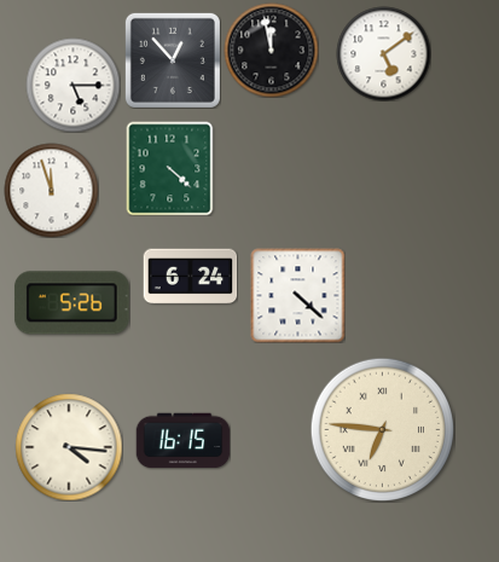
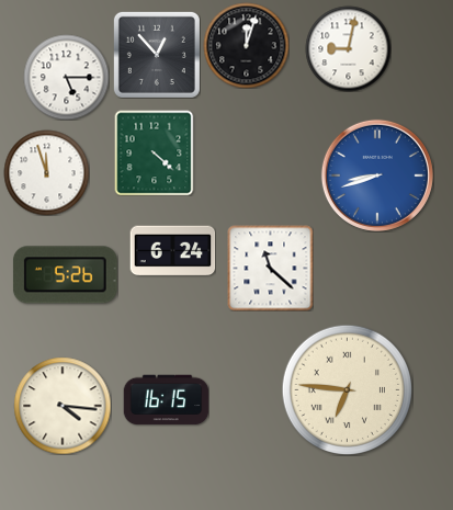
clock at (271, 50): 11:58 -> 12:03
clock at (383, 53): 5:09 -> 9:02
clock at (377, 175): none -> 8:42
clock at (297, 295): 4:22 -> 11:22
